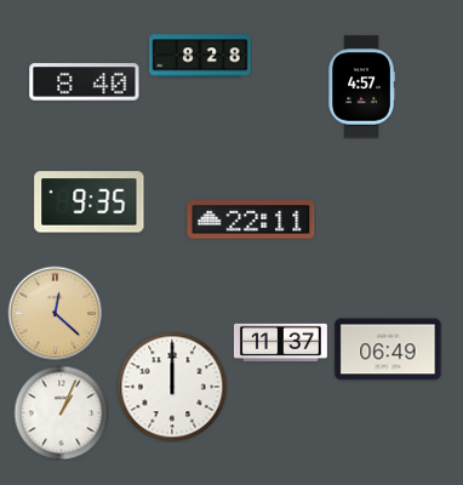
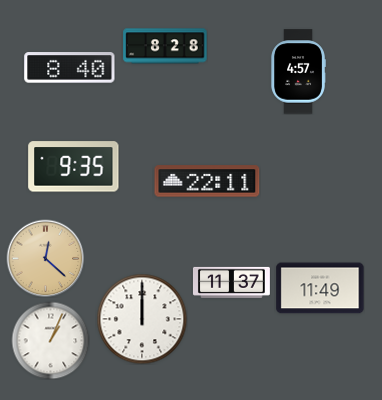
clock at (388, 349): 06:49 -> 11:49
